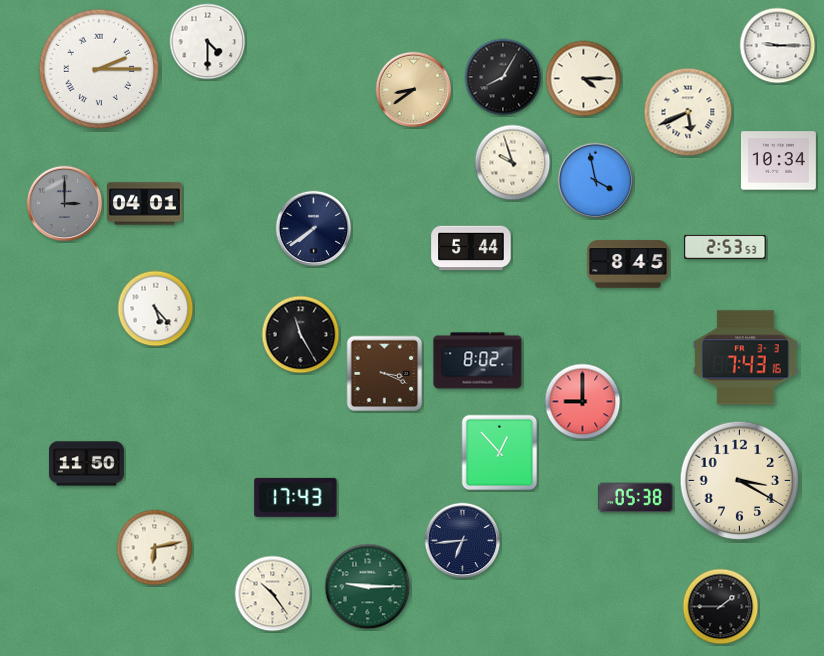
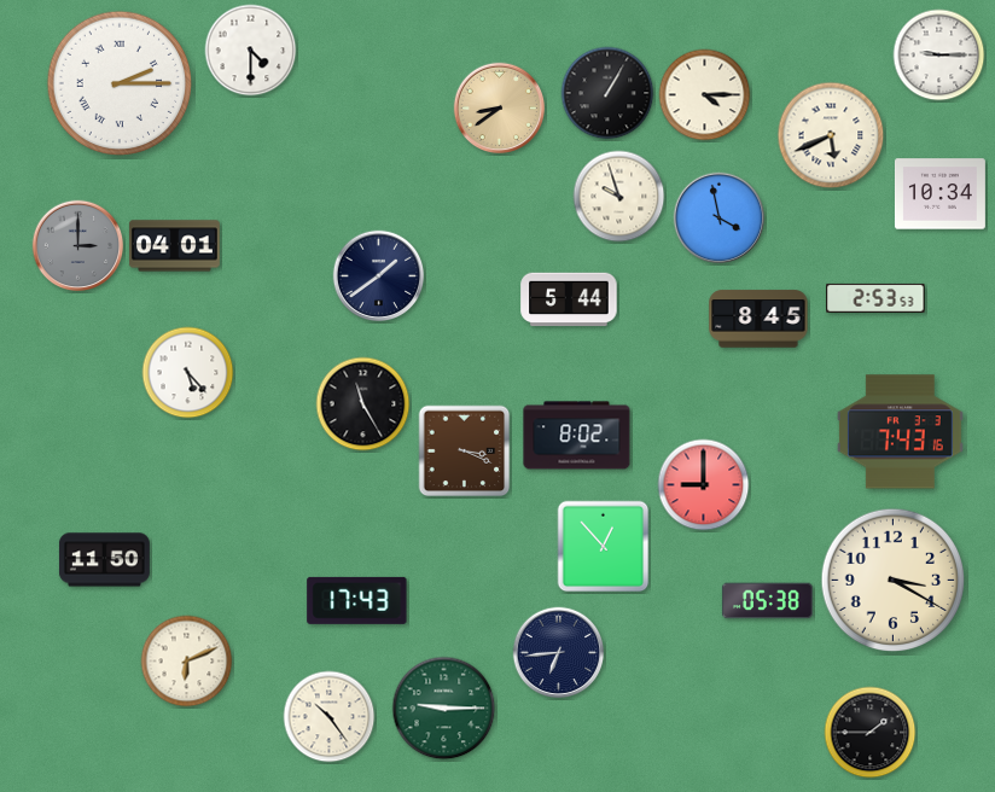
clock at (503, 77): 8:05 -> 1:05
clock at (314, 229): 7:39 -> 1:39
clock at (155, 548): 6:13 -> 6:11
